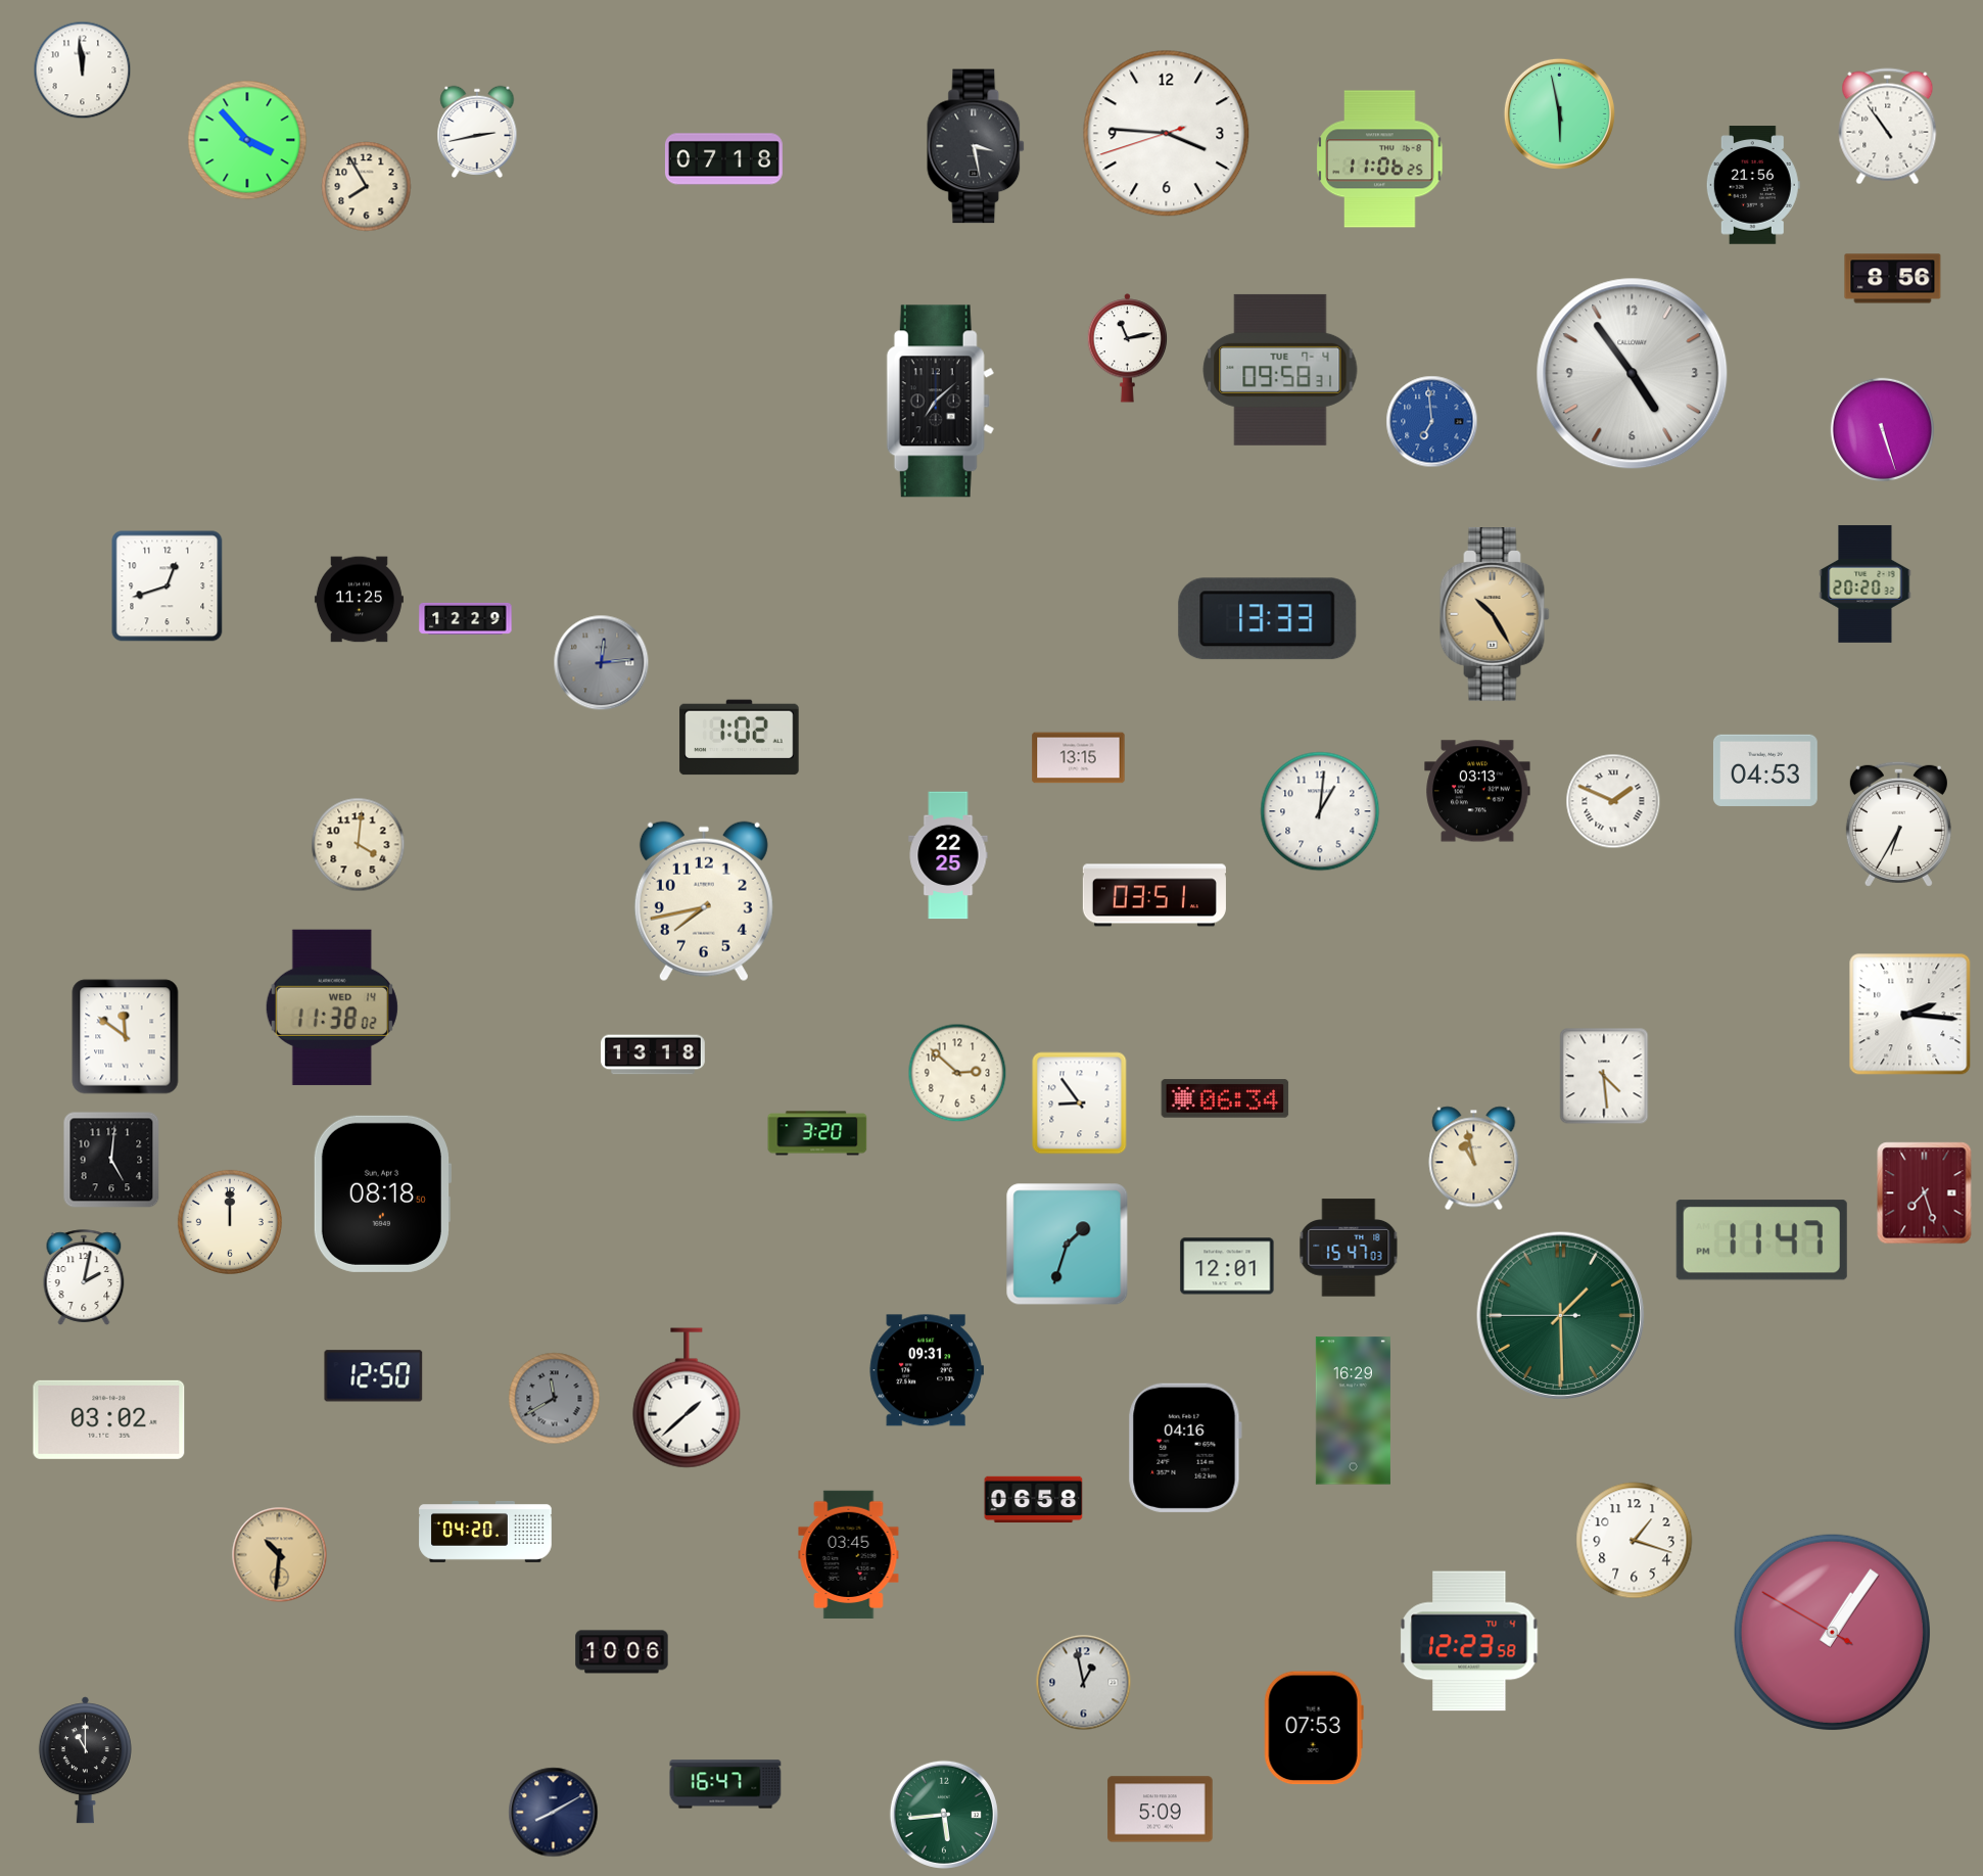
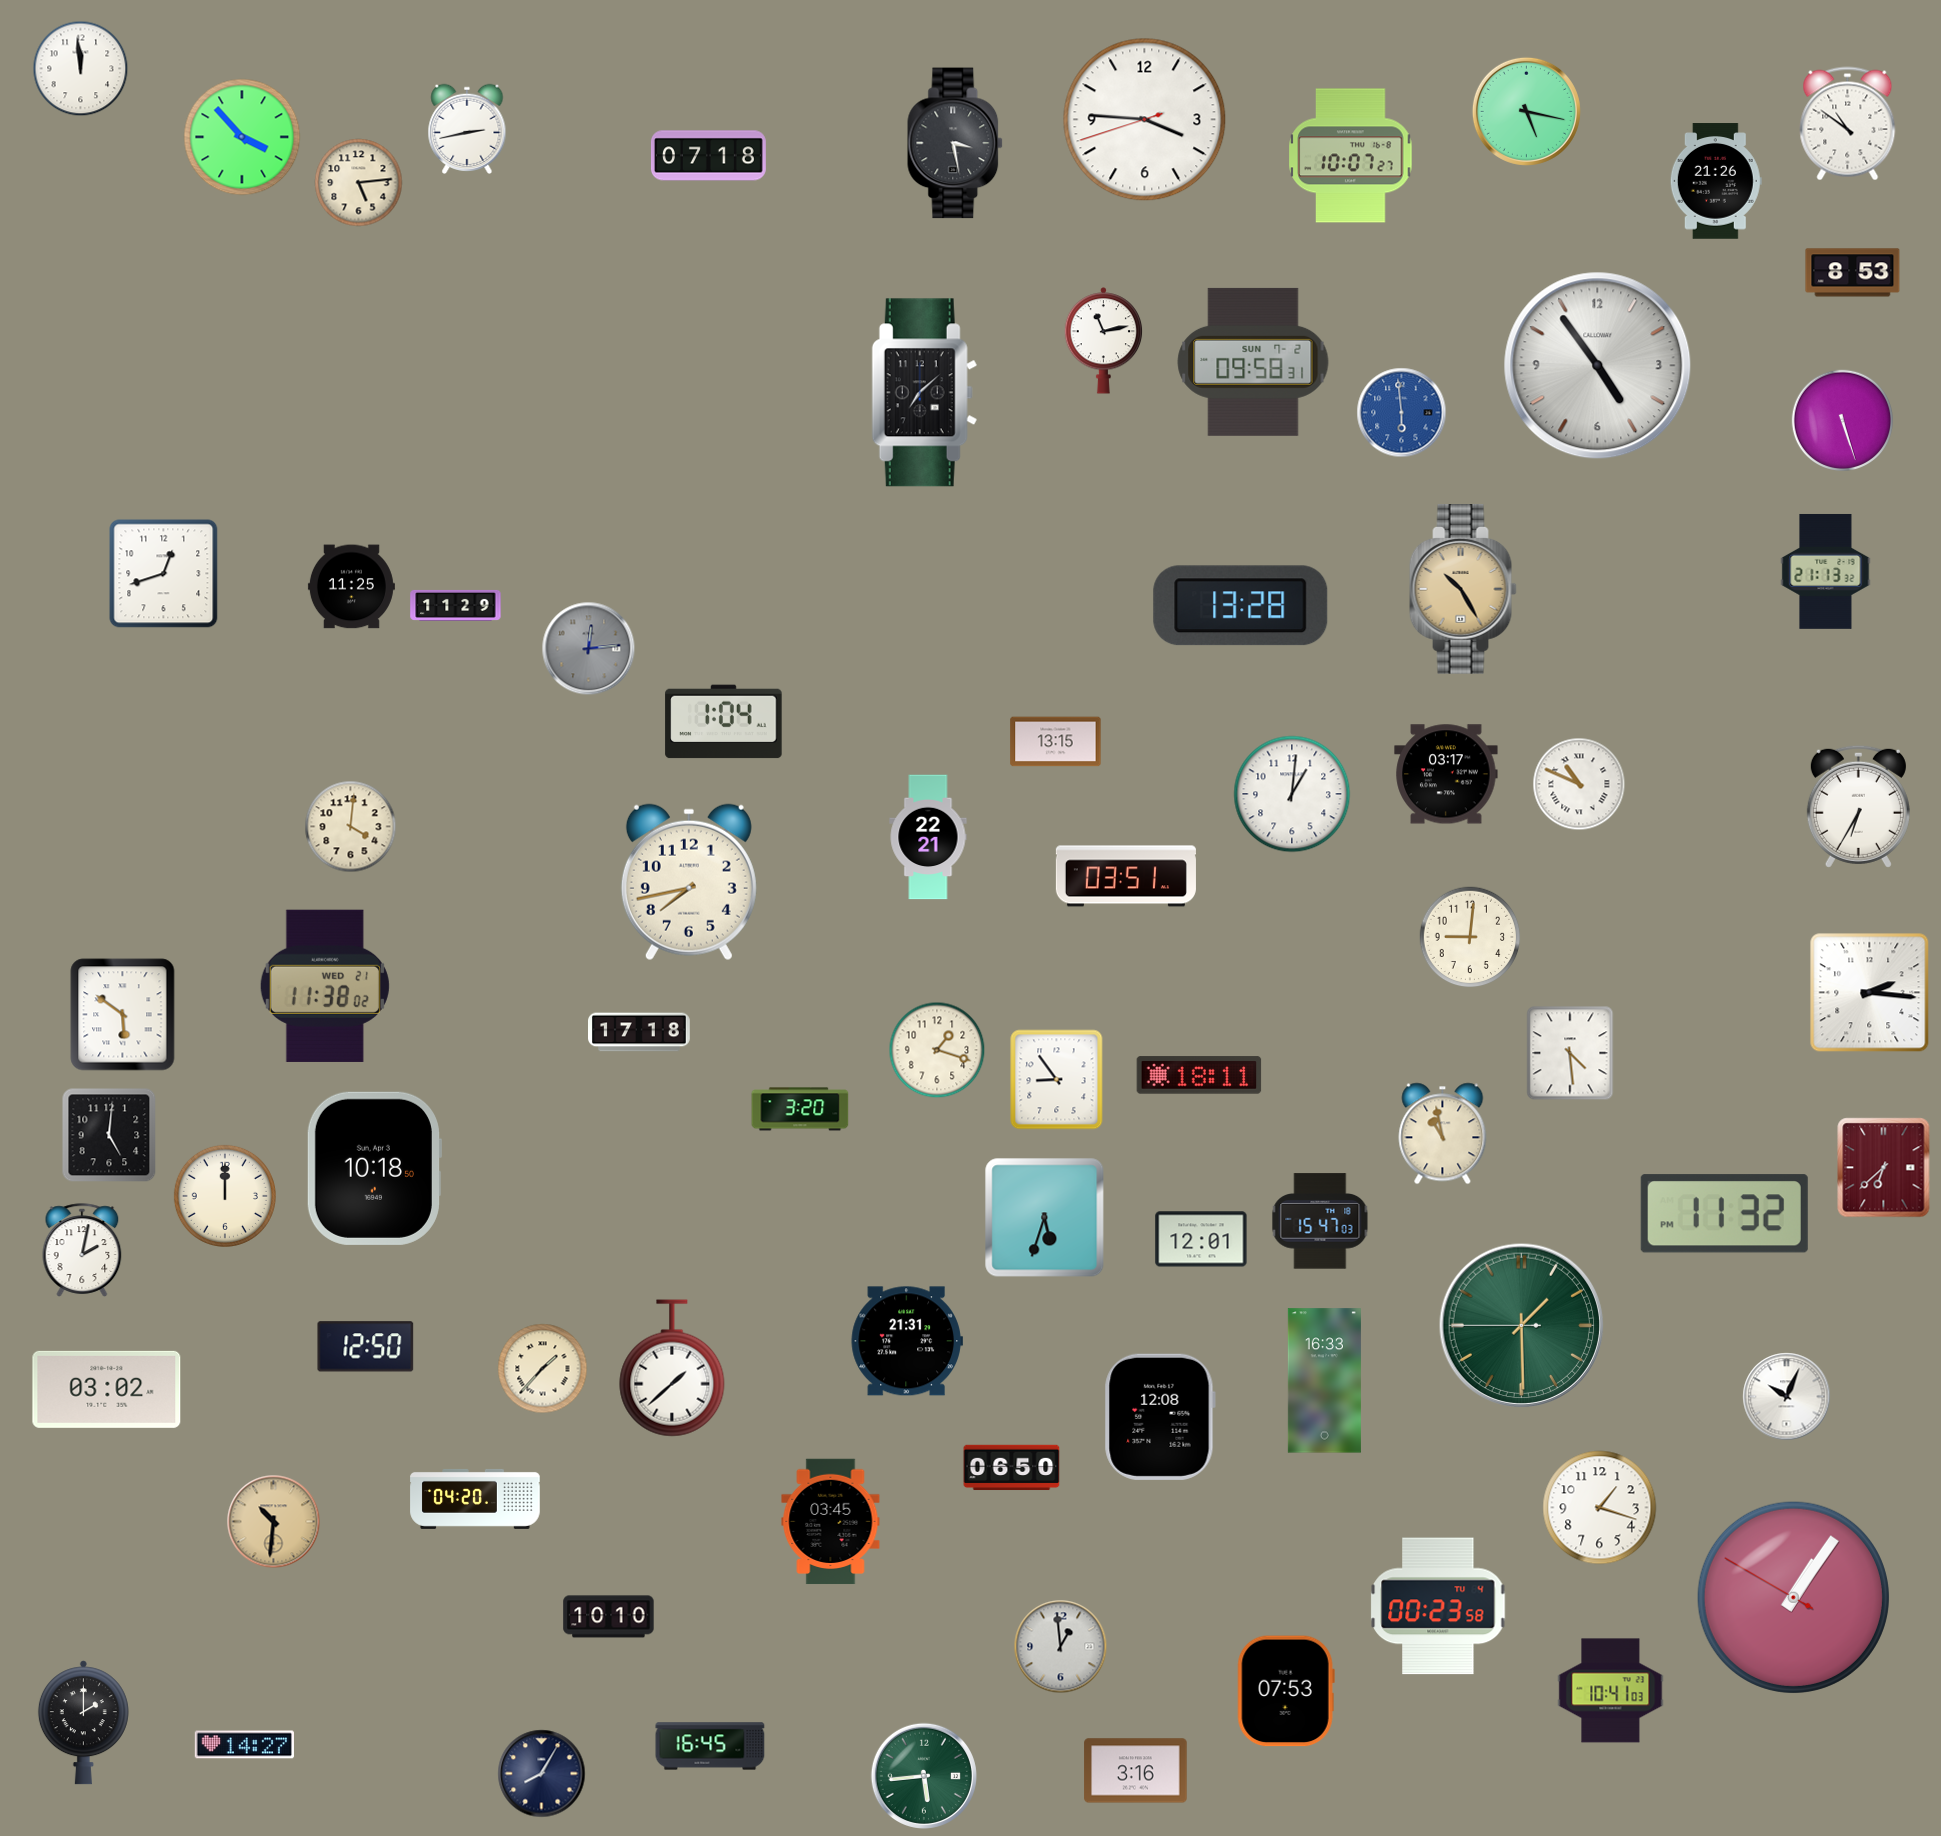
clock at (1559, 113): 5:58 -> 5:17
clock at (1888, 127): 10:54 -> 10:51
clock at (1167, 134) position: (1167, 134) -> (1145, 120)
clock at (1380, 159): 11:06 -> 10:07
clock at (1753, 185): 21:56 -> 21:26
clock at (367, 187): 7:55 -> 5:14
clock at (1893, 279): 8:56 -> 8:53
clock at (1280, 370) date: TUE 7-4 -> SUN 7-2
clock at (940, 402) position: (940, 402) -> (924, 393)
clock at (1432, 422): 6:59 -> 5:59
clock at (1866, 583): 20:20 -> 21:13
clock at (1495, 615) position: (1495, 615) -> (1463, 590)
clock at (466, 618): 12:29 -> 11:29
clock at (1268, 619): 13:33 -> 13:28
clock at (740, 738): 1:02 -> 1:04
clock at (1765, 770): 04:53 -> none
clock at (1477, 791): 03:13 -> 03:17
clock at (1613, 801): 1:49 -> 10:49
clock at (948, 855): 22:25 -> 22:21
clock at (1154, 895) position: (1154, 895) -> (1126, 876)
clock at (1470, 937): none -> 9:01
clock at (332, 1007) date: WED 14 -> WED 21
clock at (126, 1037): 11:51 -> 5:51
clock at (654, 1054): 13:18 -> 17:18
clock at (957, 1073): 2:52 -> 1:18
clock at (1225, 1098): 06:34 -> 18:11
clock at (382, 1193): 08:18 -> 10:18
clock at (1925, 1193): 7:27 -> 6:38
clock at (1761, 1240): 11:47 -> 11:32
clock at (1068, 1245): 1:33 -> 5:33
clock at (1561, 1316) position: (1561, 1316) -> (1522, 1326)
clock at (927, 1370): 09:31 -> 21:31
clock at (555, 1399): 11:40 -> 1:37
clock at (555, 1399) dial: grey -> cream
clock at (1353, 1411): 16:29 -> 16:33
clock at (1787, 1397): none -> 10:04
clock at (1185, 1448): 04:16 -> 12:08
clock at (1034, 1500): 06:58 -> 06:50
clock at (1469, 1641): 12:23 -> 00:23
clock at (622, 1652): 10:06 -> 10:10
clock at (1084, 1683): 12:58 -> 12:59
clock at (1611, 1691): none -> 10:41
clock at (85, 1761): 11:00 -> 2:00
clock at (244, 1745): none -> 14:27
clock at (725, 1784): 16:47 -> 16:45
clock at (1161, 1810): 5:09 -> 3:16
clock at (554, 1813): 8:10 -> 8:05
